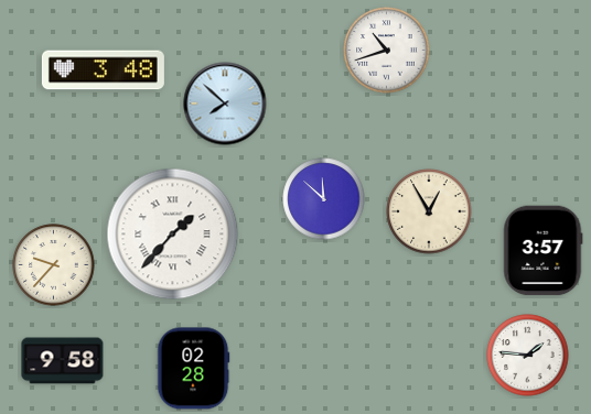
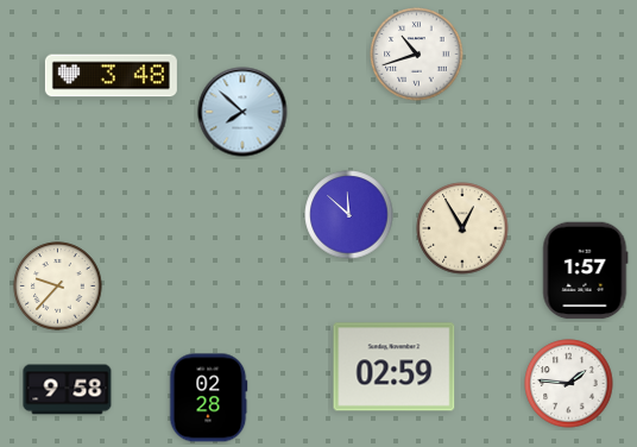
clock at (173, 235): 1:37 -> none
clock at (544, 251): 3:57 -> 1:57
clock at (395, 367): none -> 02:59
